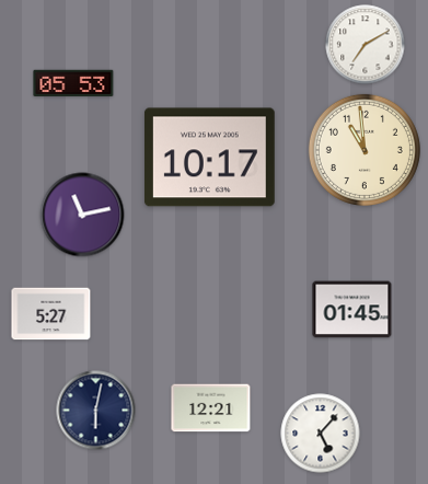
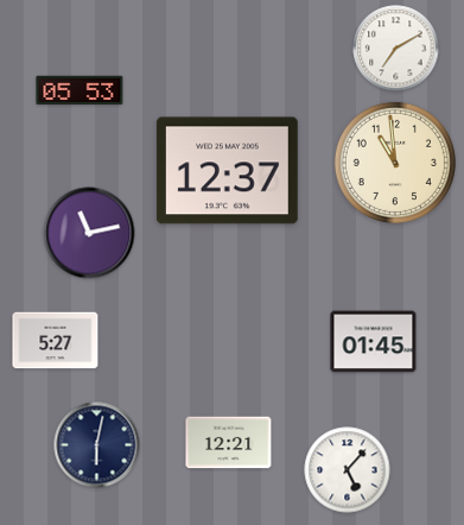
clock at (209, 158): 10:17 -> 12:37
clock at (352, 310) position: (352, 310) -> (374, 342)
clock at (96, 411) position: (96, 411) -> (97, 445)
